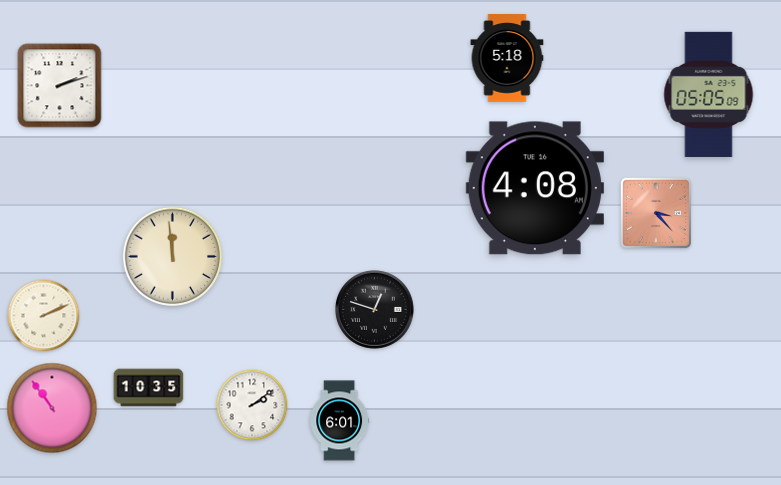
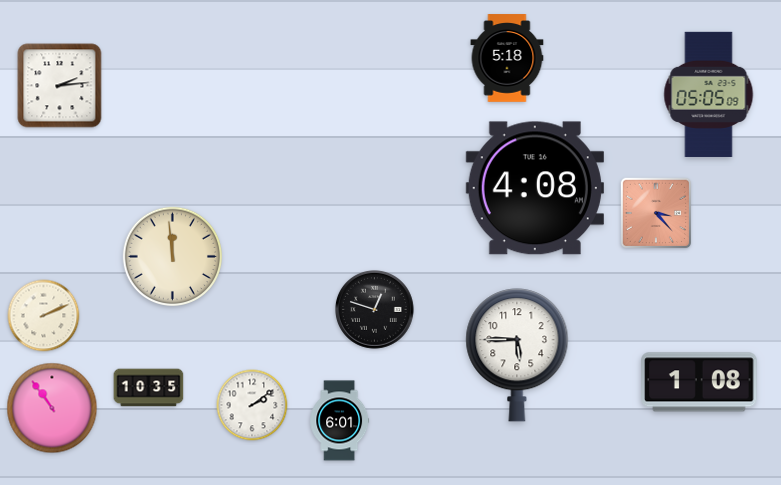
clock at (60, 86): 2:12 -> 2:14
clock at (517, 355): none -> 5:45
clock at (699, 382): none -> 1:08
